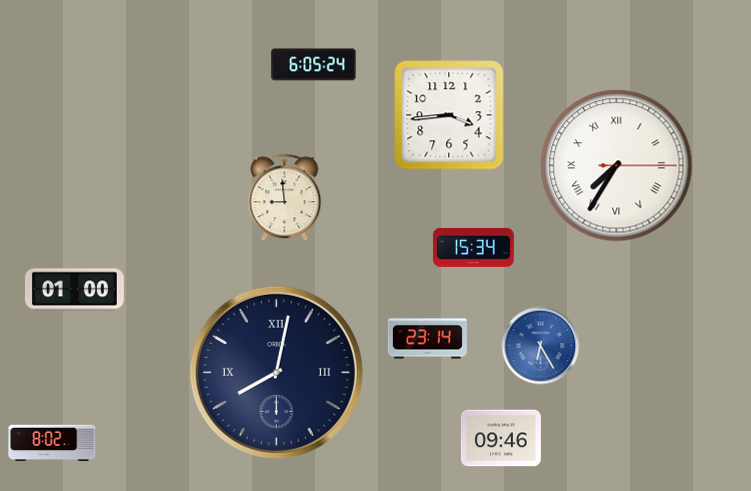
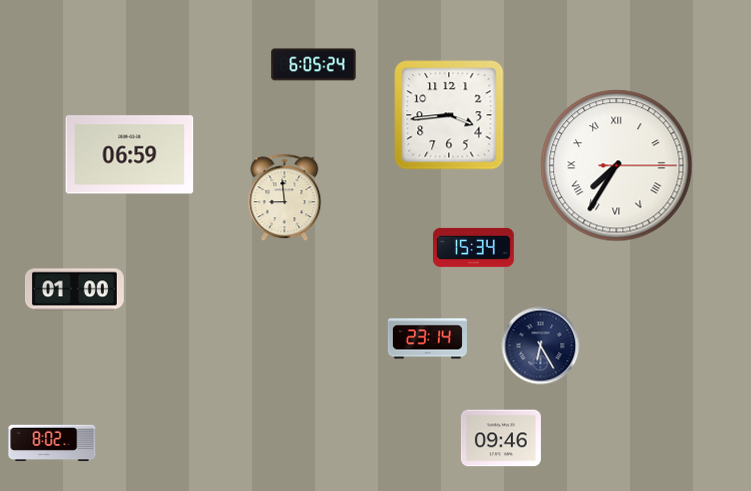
clock at (130, 155): none -> 06:59
clock at (541, 346) dial: blue -> navy
clock at (276, 372): 8:02 -> none
